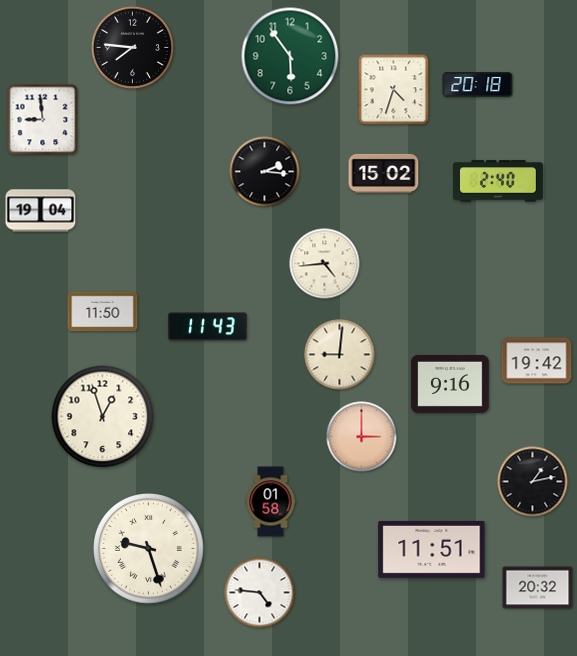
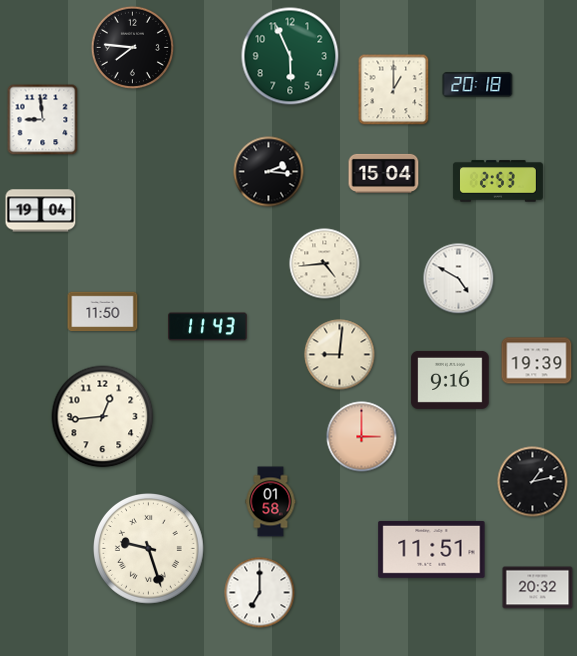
clock at (290, 56): 5:54 -> 5:56
clock at (394, 90): 4:33 -> 1:00
clock at (265, 172) position: (265, 172) -> (269, 172)
clock at (384, 173): 15:02 -> 15:04
clock at (498, 181): 2:40 -> 2:53
clock at (459, 279): none -> 4:50
clock at (537, 361): 19:42 -> 19:39
clock at (450, 384) position: (450, 384) -> (450, 380)
clock at (103, 417): 12:57 -> 12:44
clock at (260, 593): 4:46 -> 7:00
